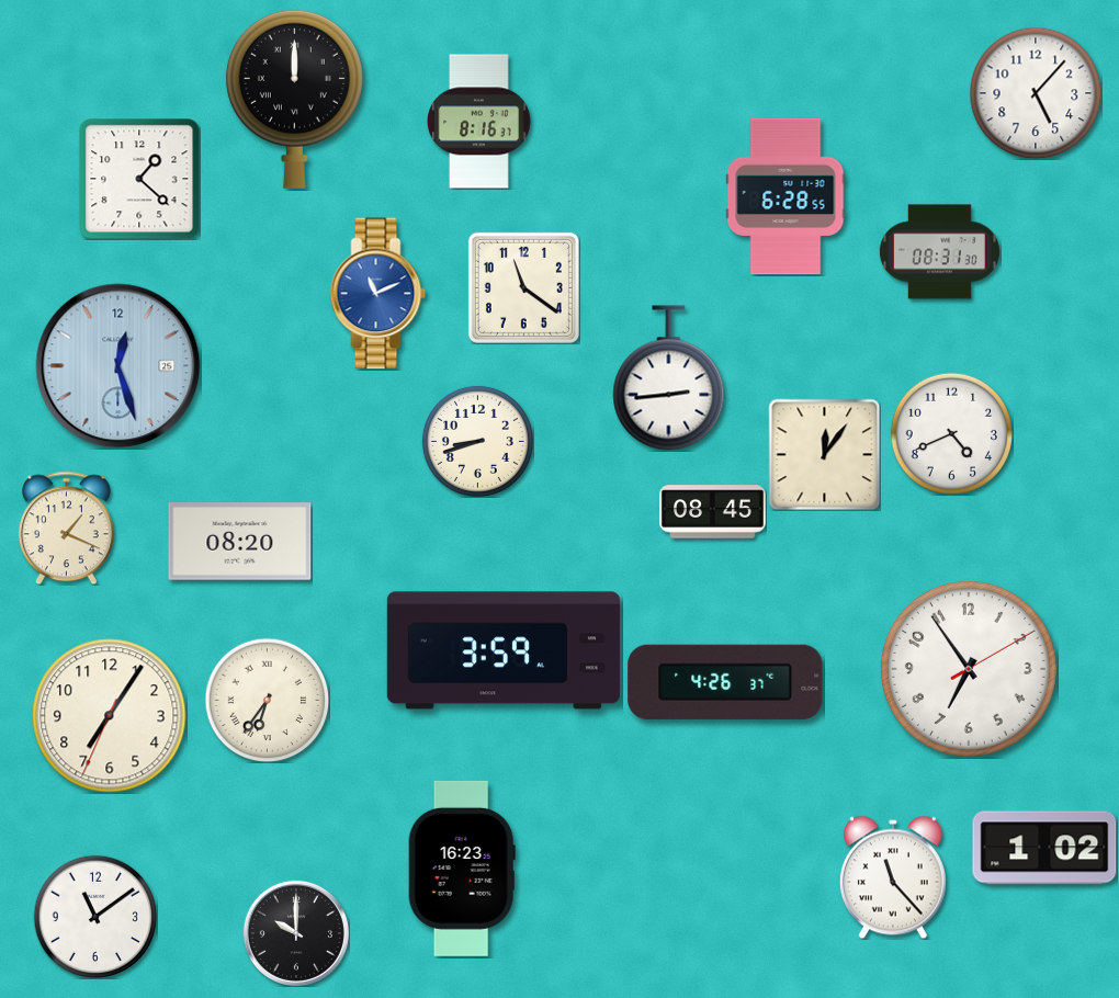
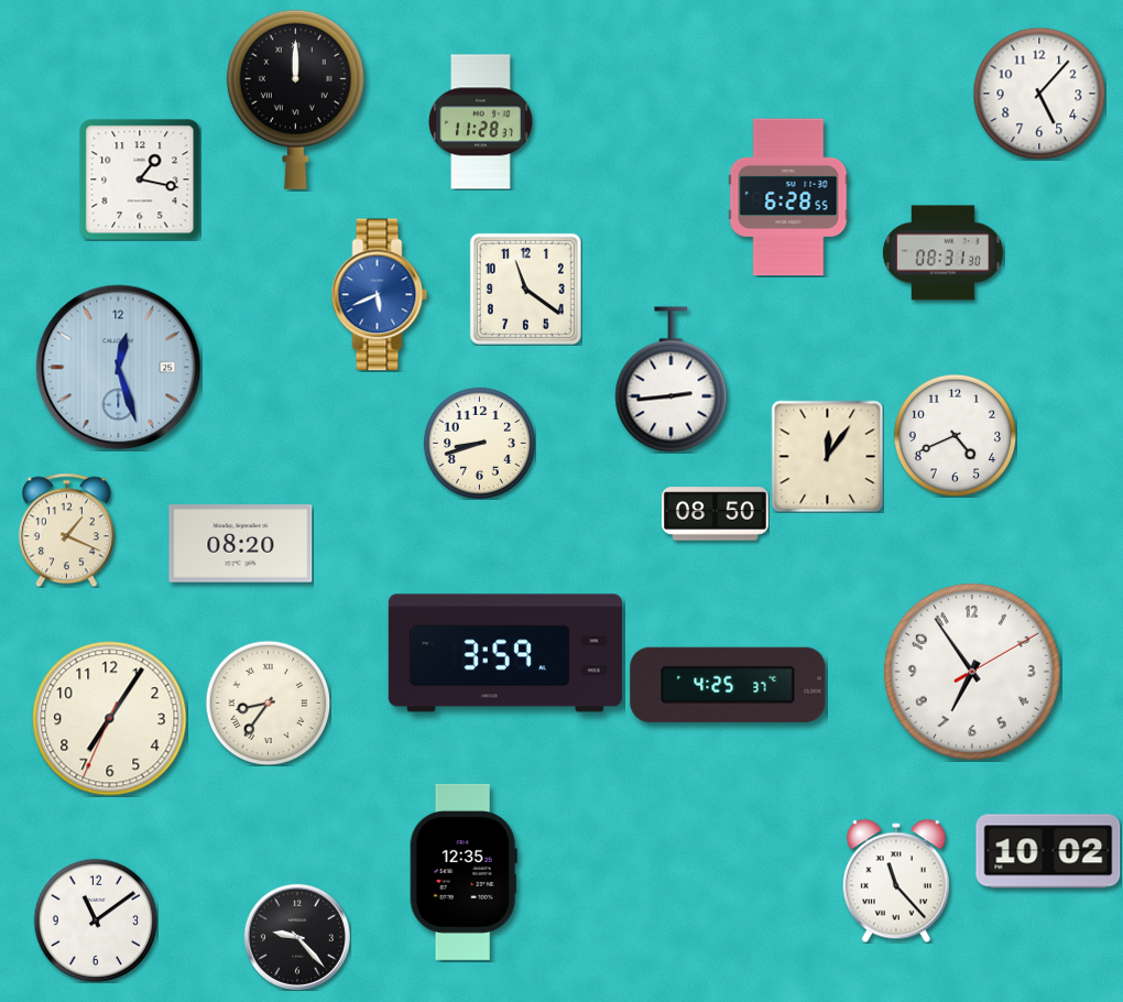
clock at (479, 122): 8:16 -> 11:28
clock at (139, 179): 1:22 -> 1:17
clock at (378, 294): 11:11 -> 5:41
clock at (712, 512): 08:45 -> 08:50
clock at (725, 682): 4:26 -> 4:25
clock at (267, 700): 6:36 -> 8:36
clock at (1044, 848): 1:02 -> 10:02
clock at (462, 869): 16:23 -> 12:35
clock at (296, 933): 10:00 -> 9:23
